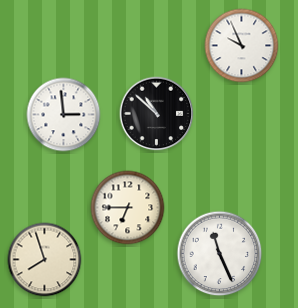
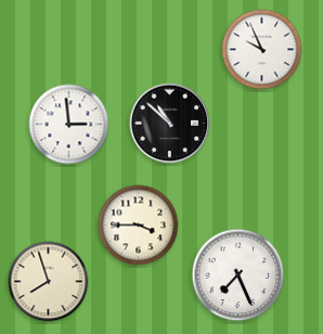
clock at (128, 208): 6:45 -> 3:45
clock at (220, 254): 11:26 -> 7:26
